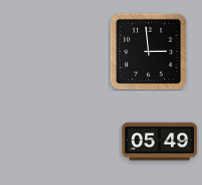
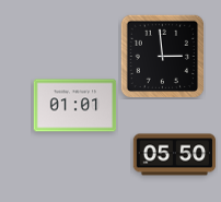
clock at (75, 106): none -> 01:01
clock at (160, 142): 05:49 -> 05:50
